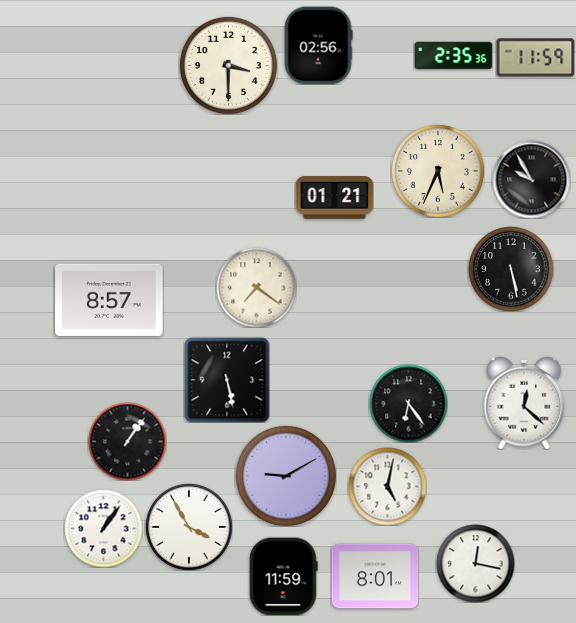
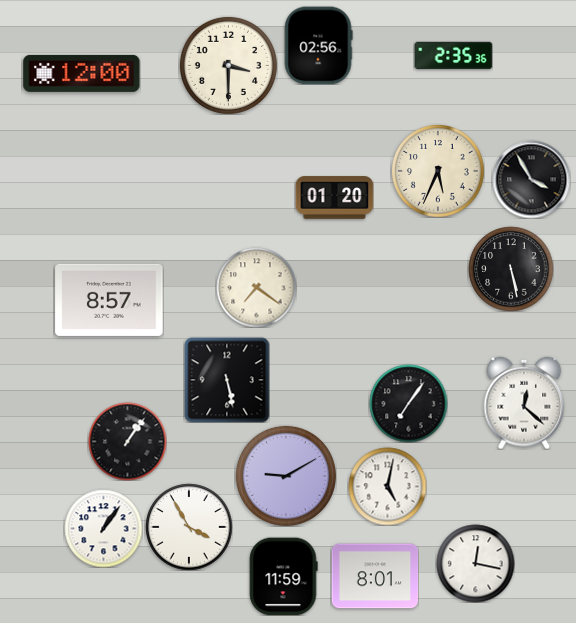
clock at (535, 58): 11:59 -> none
clock at (82, 73): none -> 12:00
clock at (531, 179): 9:55 -> 3:55
clock at (334, 198): 01:21 -> 01:20
clock at (408, 403): 6:24 -> 7:06
